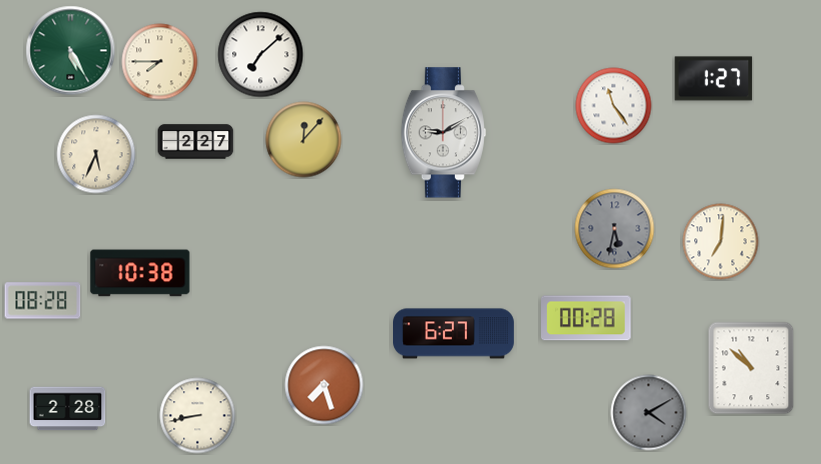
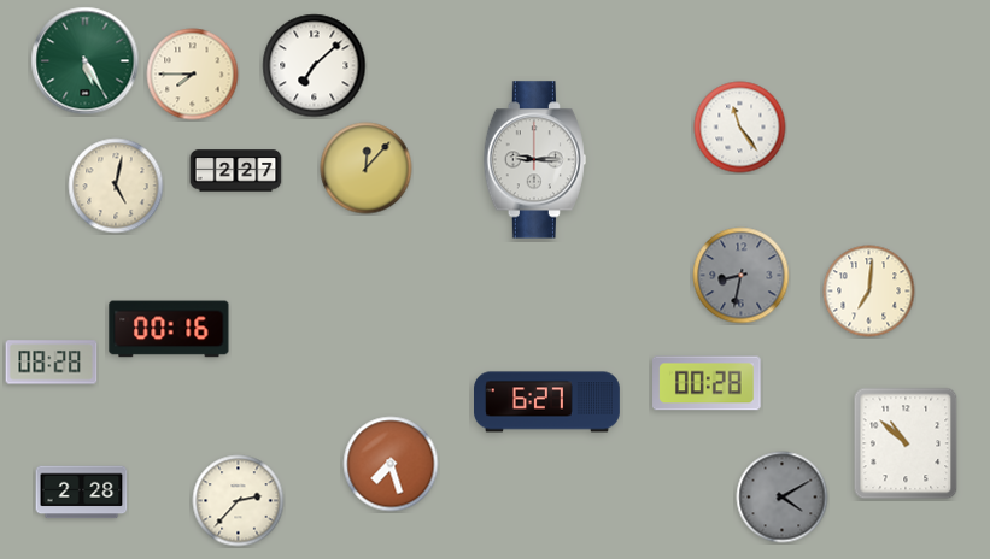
clock at (714, 79): 1:27 -> none
clock at (443, 133): 9:10 -> 9:15
clock at (96, 154): 5:34 -> 5:02
clock at (615, 229): 5:32 -> 8:32
clock at (140, 273): 10:38 -> 00:16
clock at (198, 416): 8:43 -> 2:37
